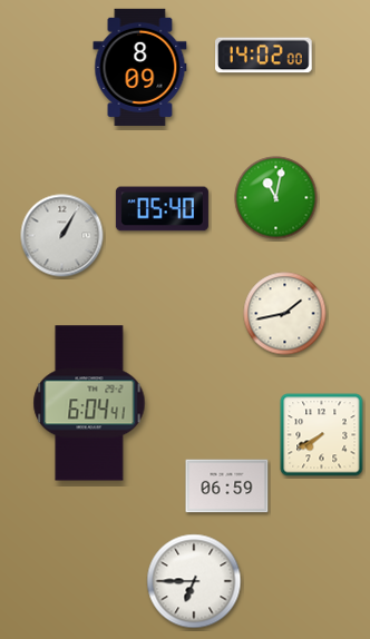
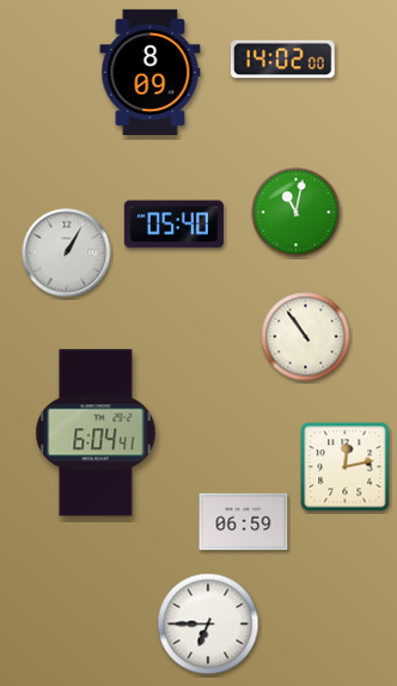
clock at (285, 314): 1:43 -> 10:54
clock at (322, 435): 7:40 -> 12:13
